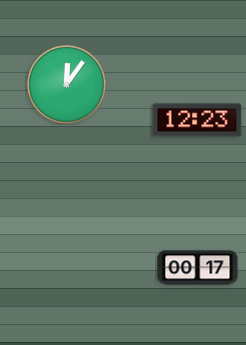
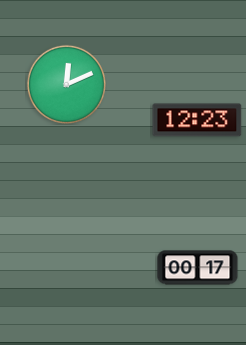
clock at (66, 84): 12:06 -> 12:11
